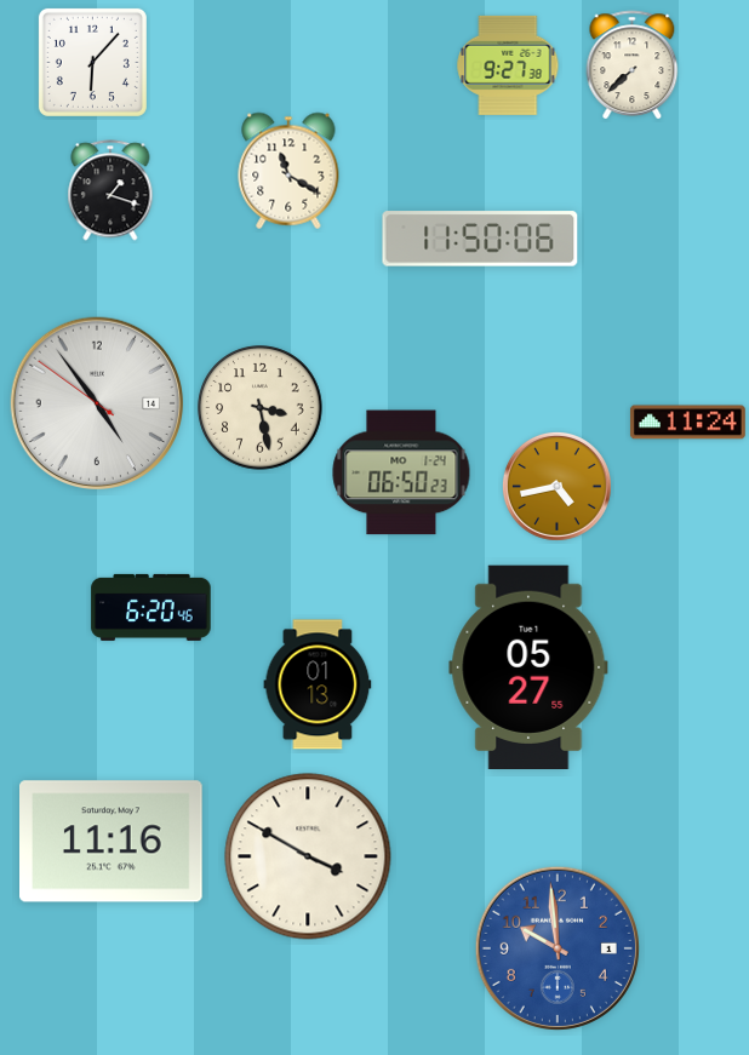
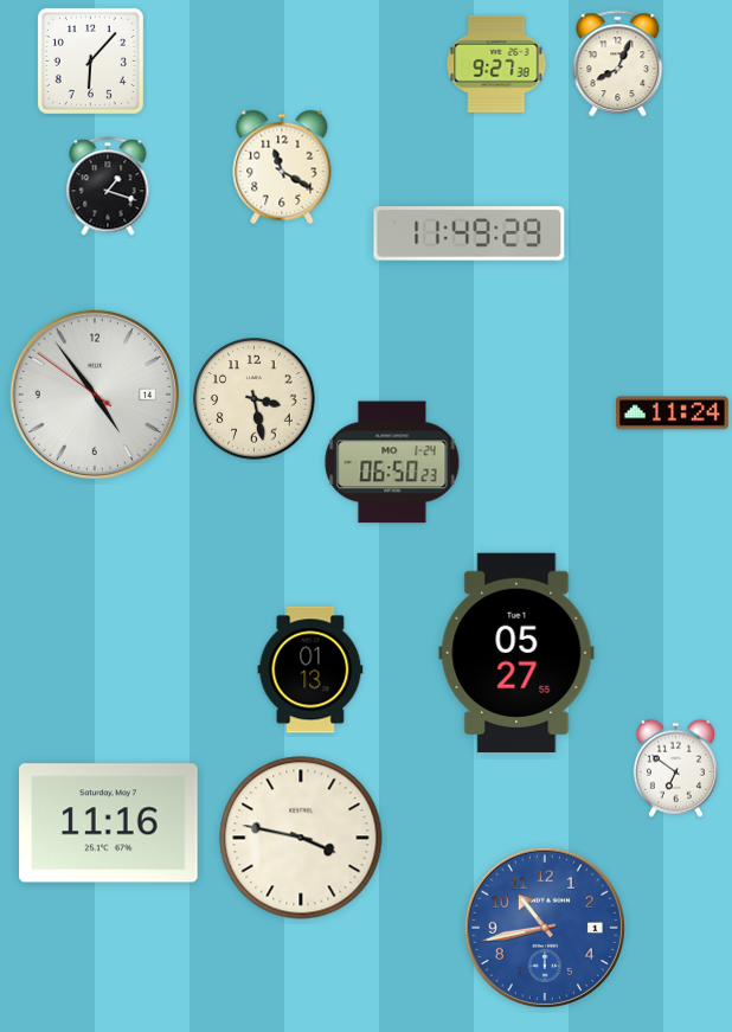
clock at (633, 65): 7:38 -> 8:04
clock at (480, 239): 11:50 -> 11:49
clock at (558, 487): 4:43 -> none
clock at (151, 607): 6:20 -> none
clock at (675, 768): none -> 6:51
clock at (308, 856): 3:50 -> 3:47
clock at (558, 948): 9:59 -> 10:43
